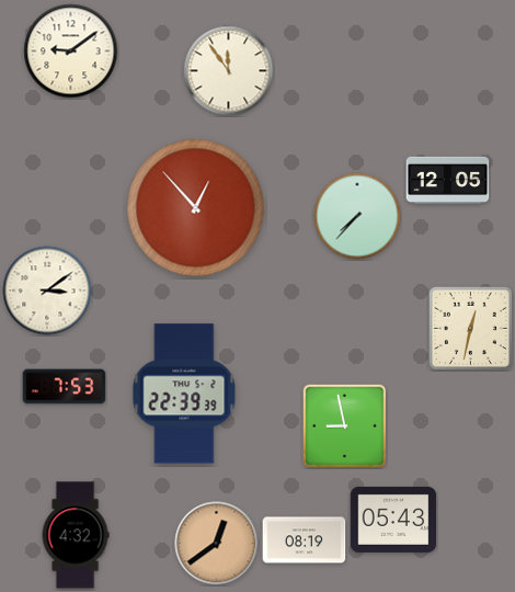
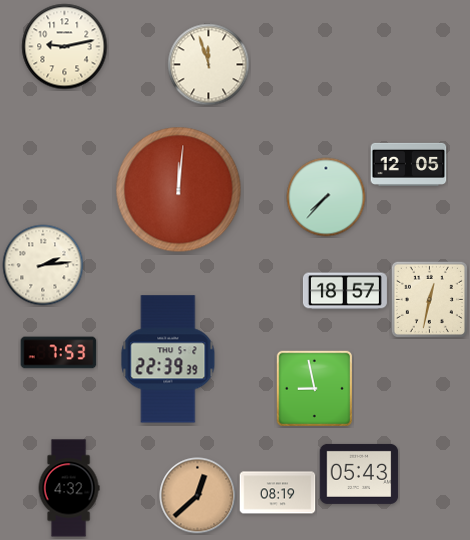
clock at (71, 52): 9:09 -> 9:13
clock at (229, 71): 11:54 -> 11:57
clock at (196, 208): 12:53 -> 12:01
clock at (47, 291): 3:09 -> 2:14
clock at (345, 291): none -> 18:57
clock at (217, 544): 12:39 -> 12:38
